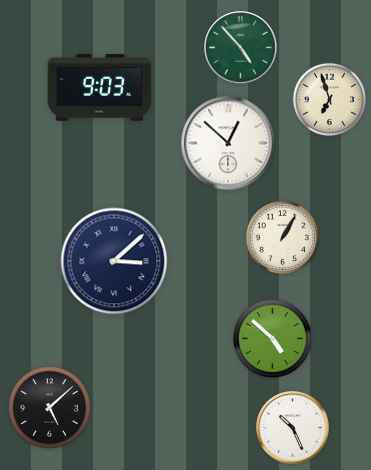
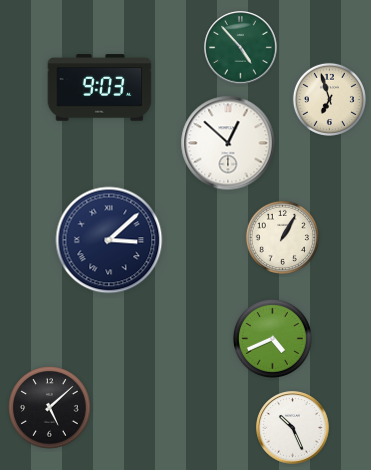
clock at (114, 261) position: (114, 261) -> (109, 240)
clock at (272, 338): 4:52 -> 4:41
